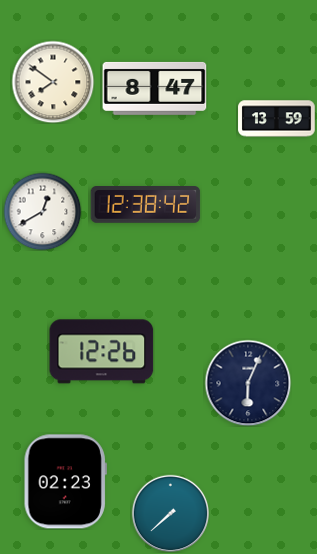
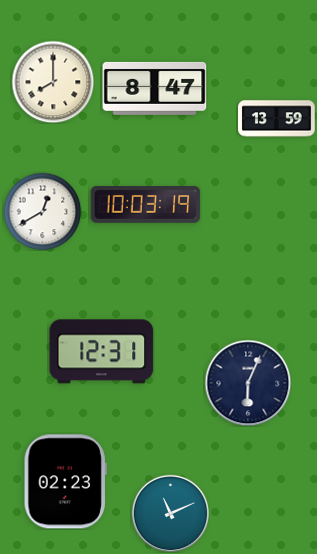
clock at (53, 82): 7:51 -> 8:00
clock at (146, 205): 12:38 -> 10:03
clock at (102, 352): 12:26 -> 12:31
clock at (170, 513): 7:38 -> 11:11
